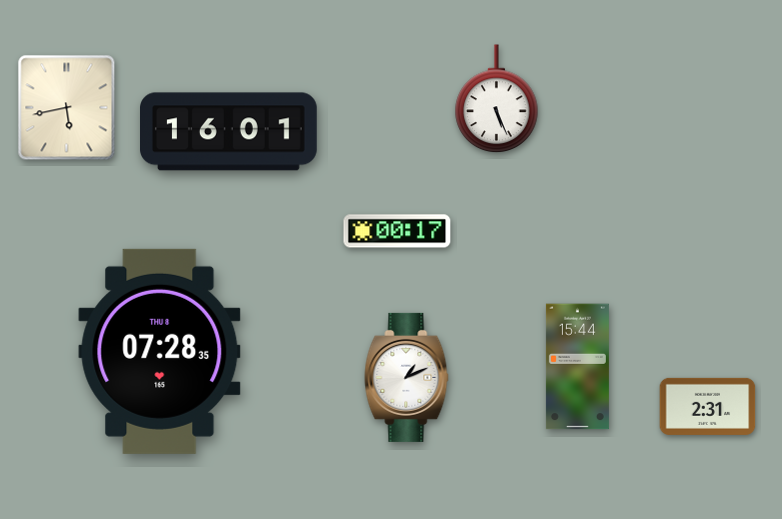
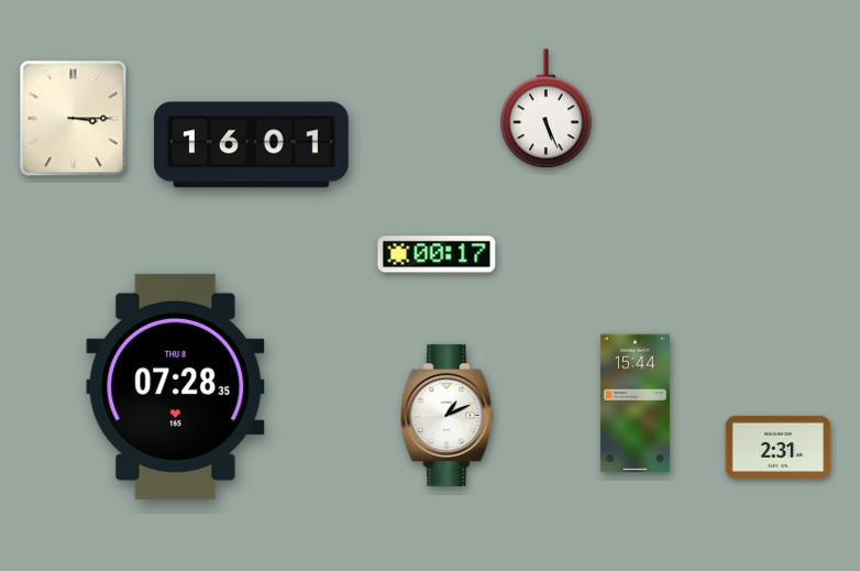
clock at (67, 108): 5:43 -> 3:15
